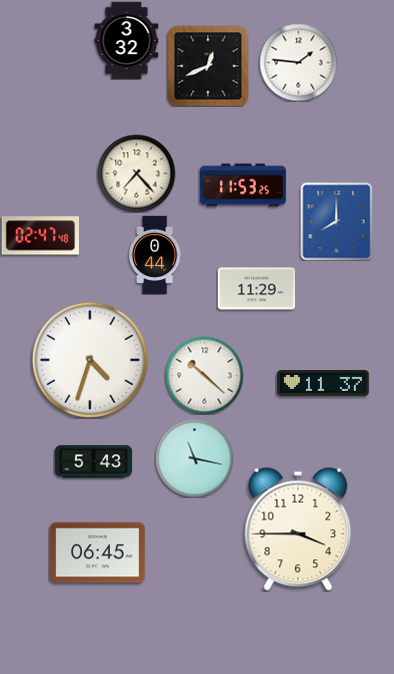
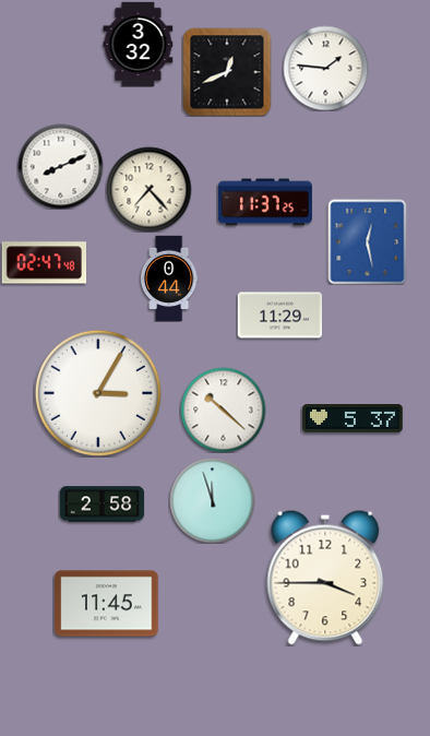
clock at (60, 166): none -> 8:11
clock at (243, 185): 11:53 -> 11:37
clock at (337, 221): 8:00 -> 12:28
clock at (40, 236) position: (40, 236) -> (44, 263)
clock at (90, 360): 4:33 -> 3:05
clock at (323, 383): 11:37 -> 5:37
clock at (194, 458): 11:17 -> 11:57
clock at (93, 462): 5:43 -> 2:58
clock at (98, 553): 06:45 -> 11:45
